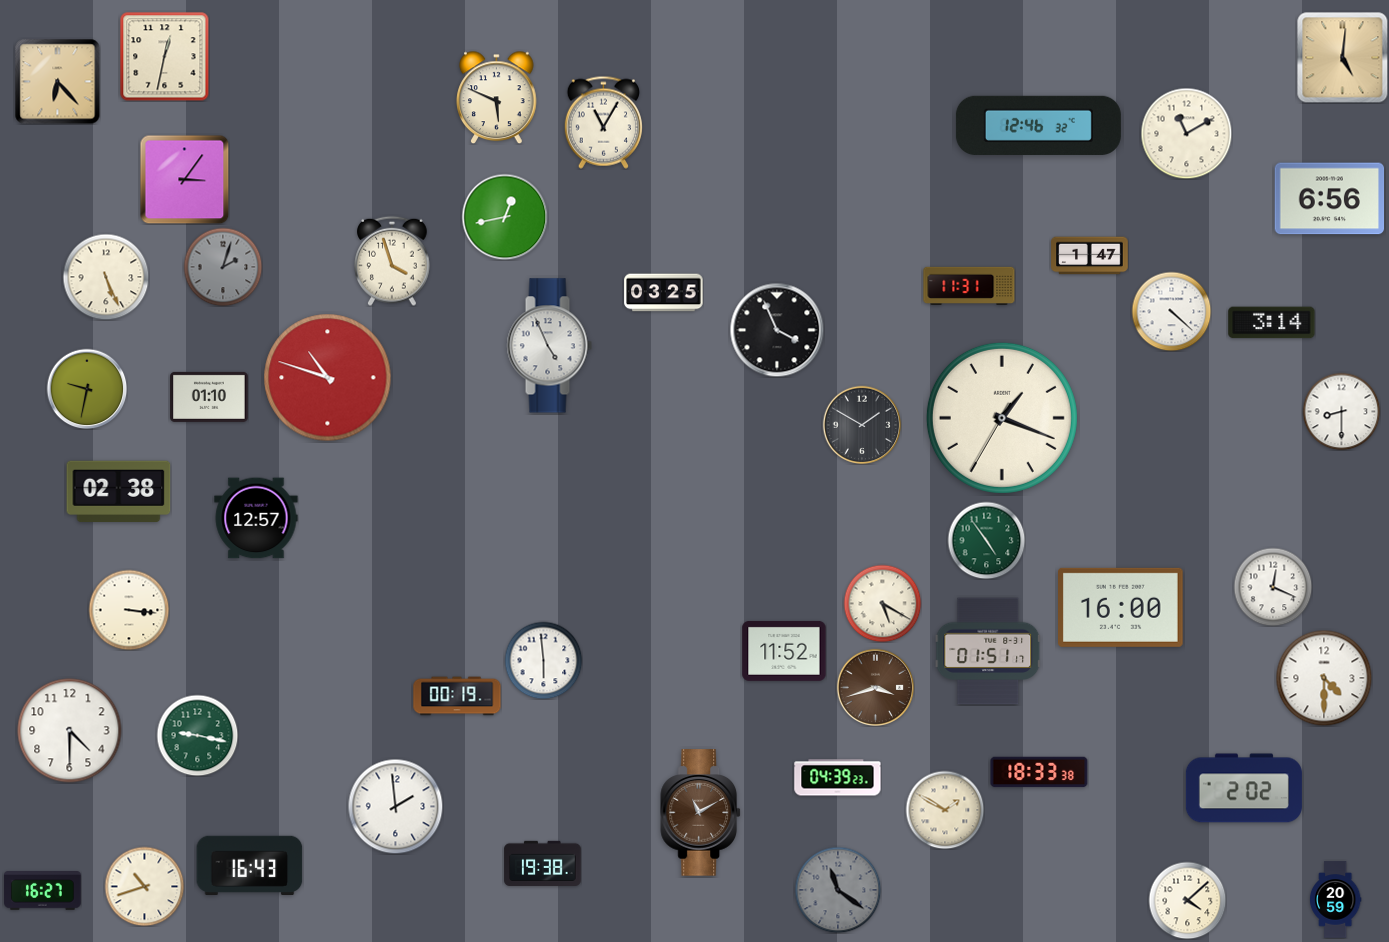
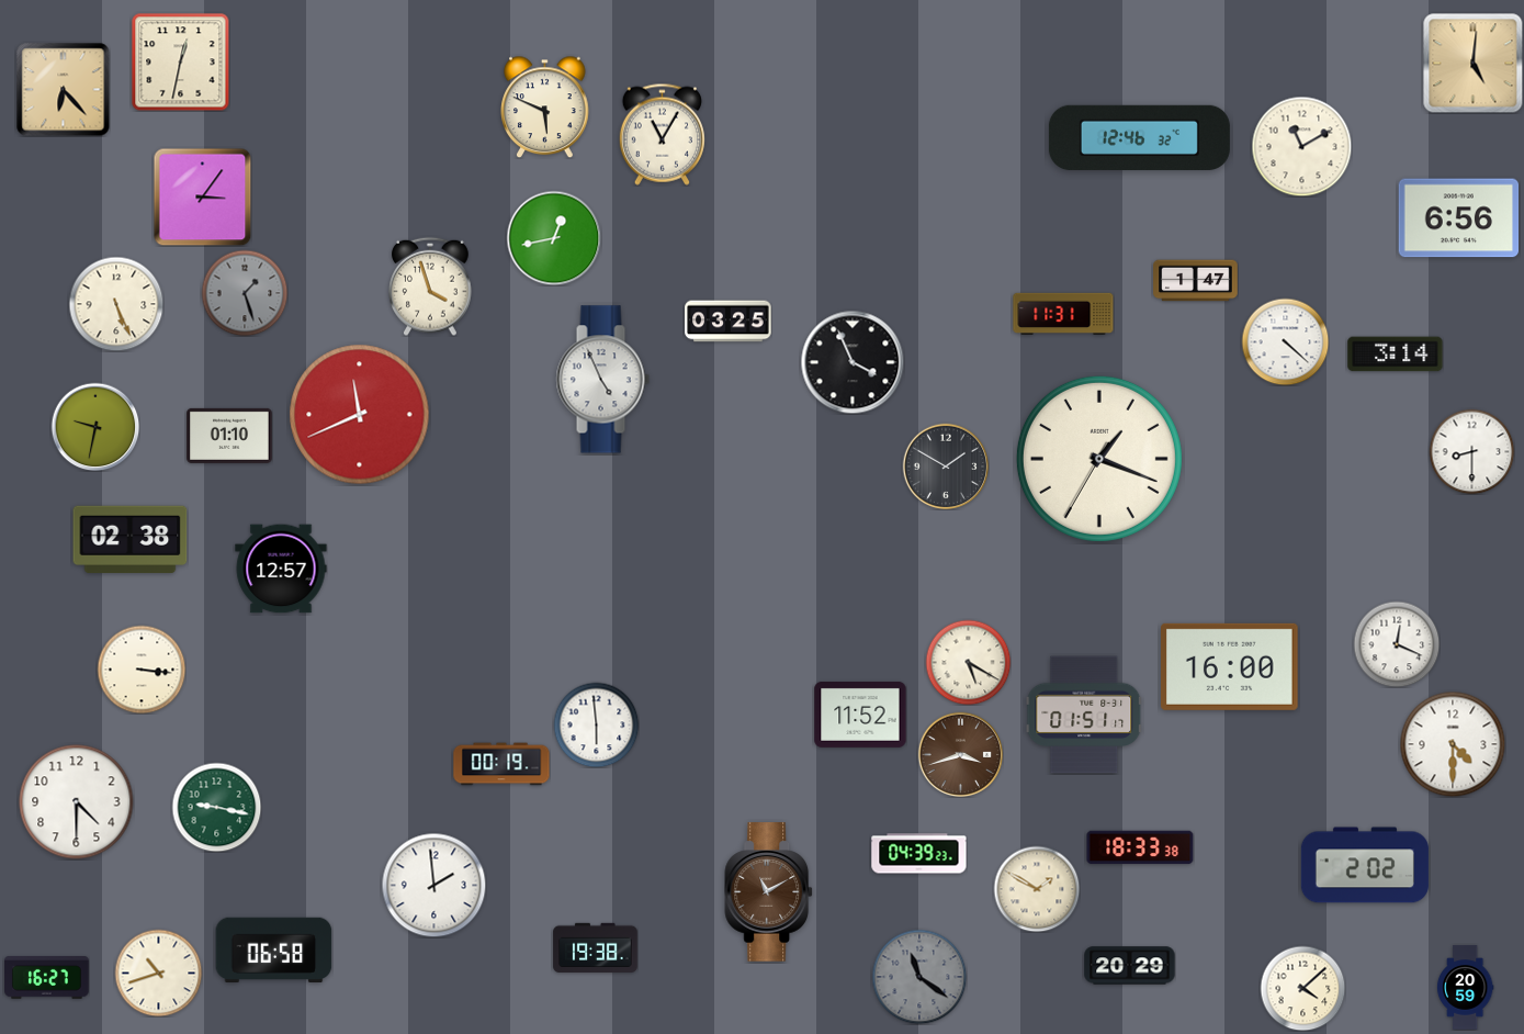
clock at (223, 267): 2:03 -> 1:27
clock at (328, 378): 10:48 -> 11:41
clock at (986, 540): 4:54 -> none
clock at (250, 865): 16:43 -> 06:58
clock at (1130, 966): none -> 20:29
